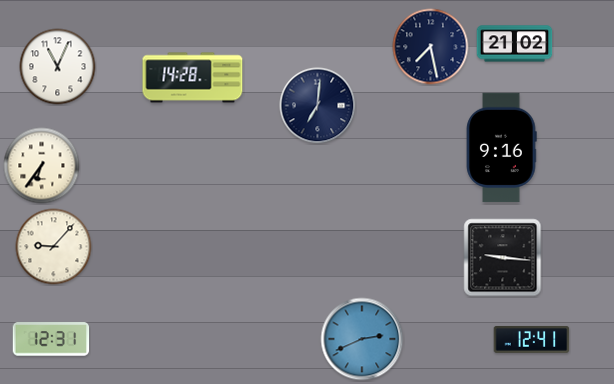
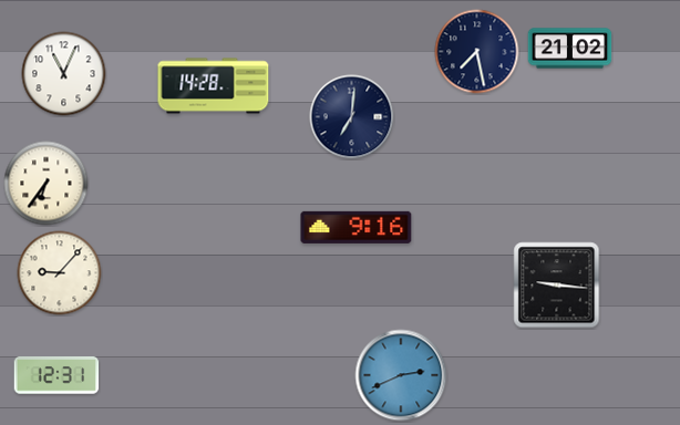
clock at (501, 148): 9:16 -> none
clock at (357, 227): none -> 9:16
clock at (532, 340): 12:41 -> none
